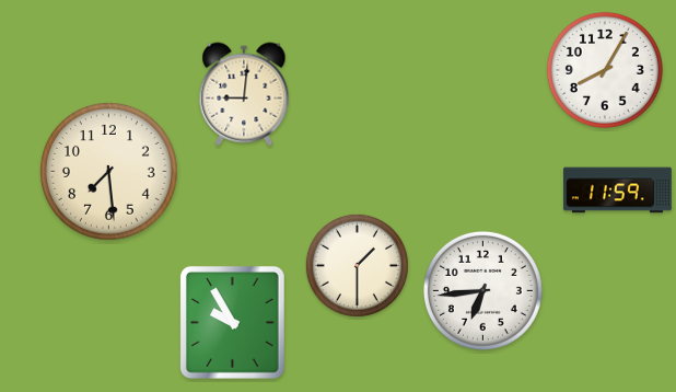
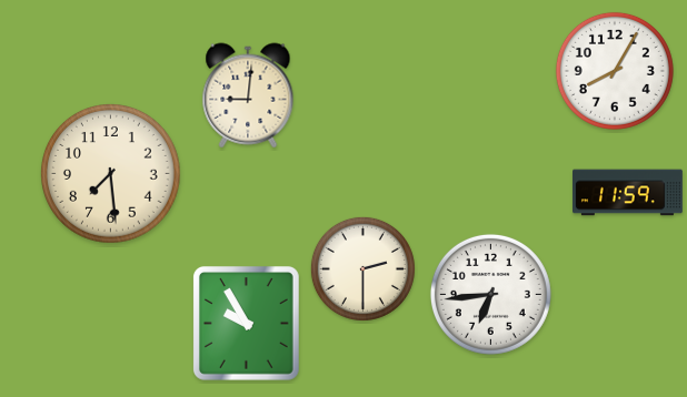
clock at (357, 265): 1:30 -> 2:30
clock at (232, 322) position: (232, 322) -> (246, 323)
